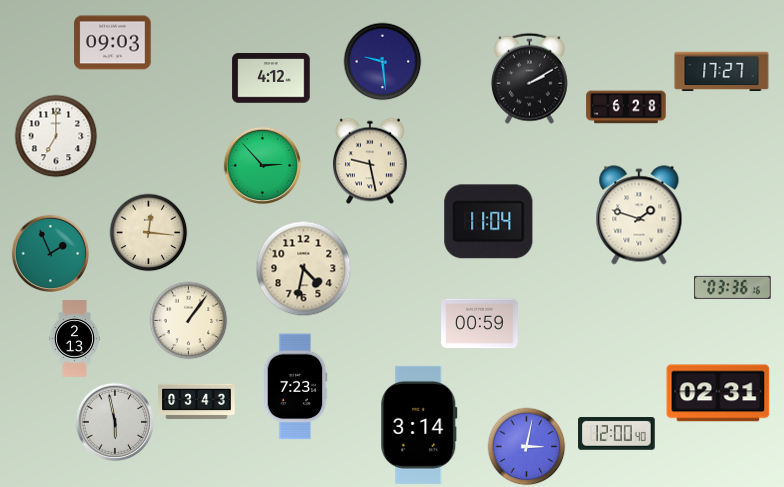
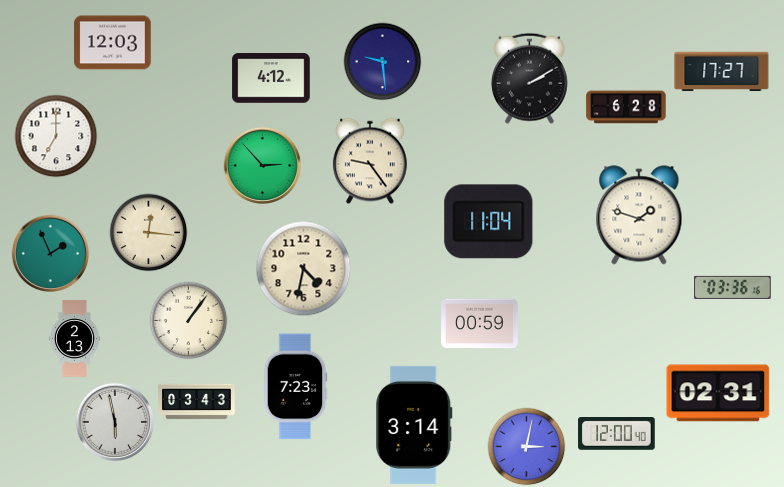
clock at (113, 43): 09:03 -> 12:03
clock at (370, 161): 9:28 -> 9:24
clock at (419, 425) position: (419, 425) -> (414, 425)
